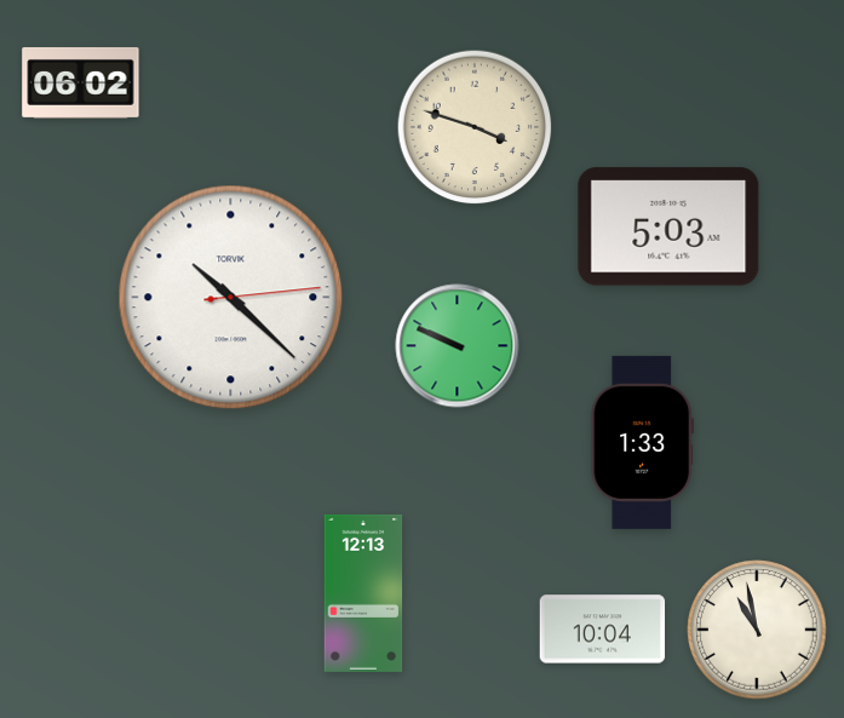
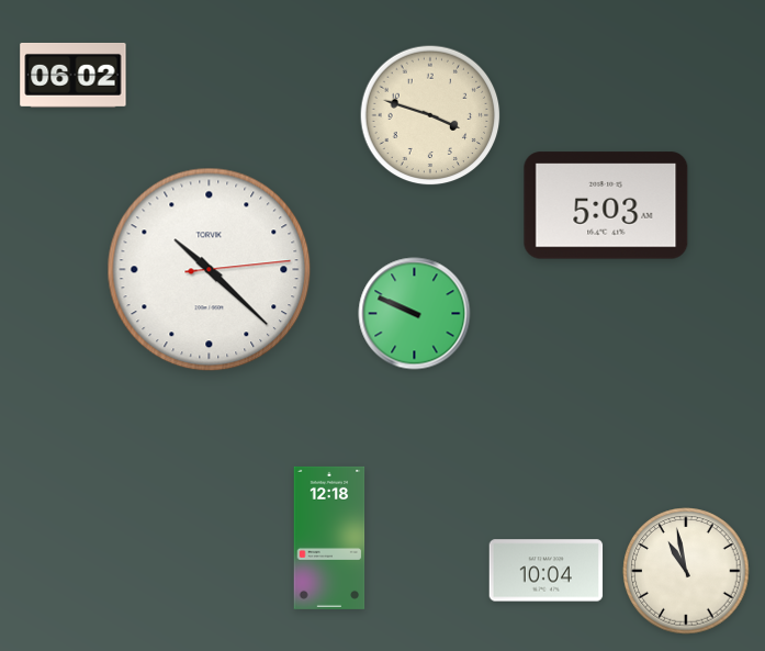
clock at (643, 442): 1:33 -> none
clock at (363, 593): 12:13 -> 12:18
